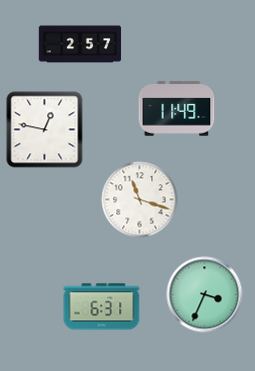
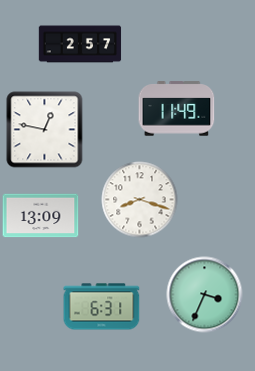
clock at (140, 200): 11:18 -> 8:18
clock at (41, 216): none -> 13:09
